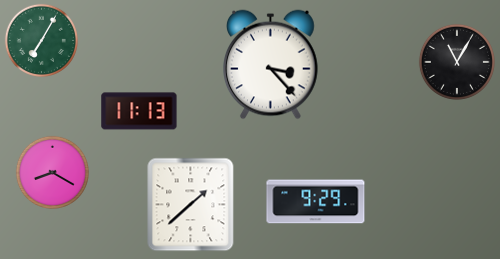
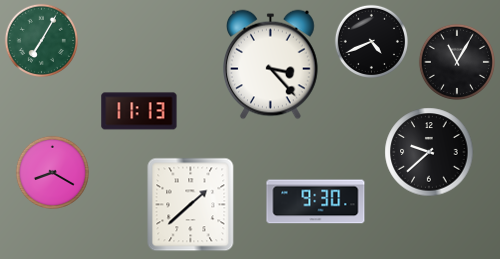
clock at (371, 41): none -> 4:41
clock at (429, 152): none -> 9:38
clock at (316, 202): 9:29 -> 9:30
